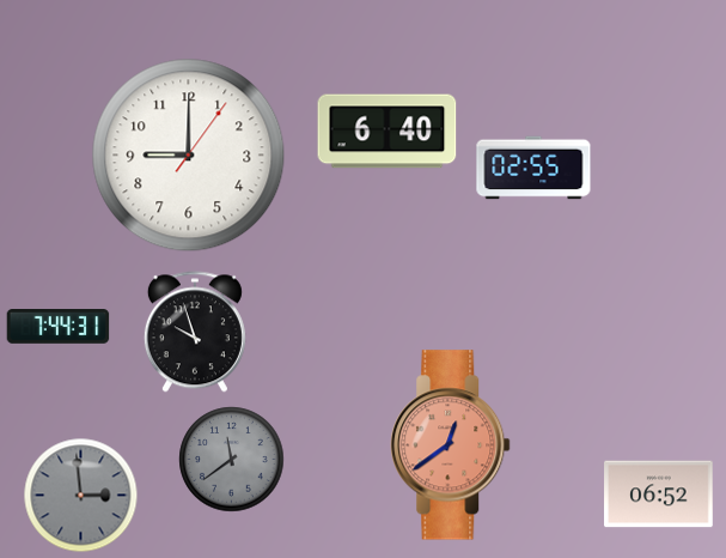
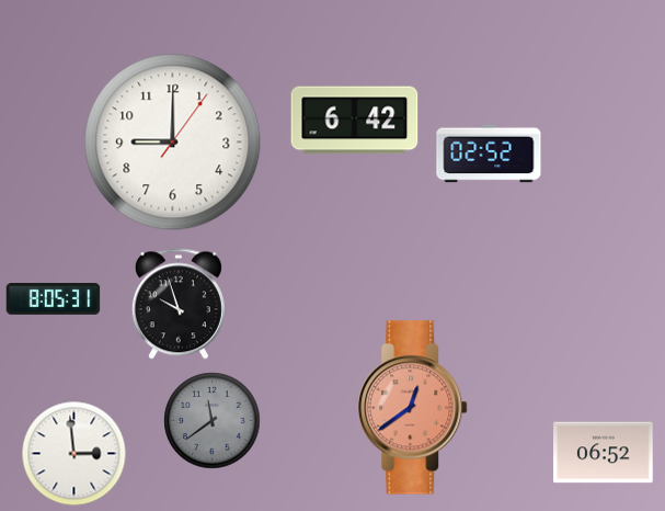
clock at (388, 132): 6:40 -> 6:42
clock at (533, 168): 02:55 -> 02:52
clock at (59, 327): 7:44 -> 8:05
clock at (81, 496) dial: grey -> white
